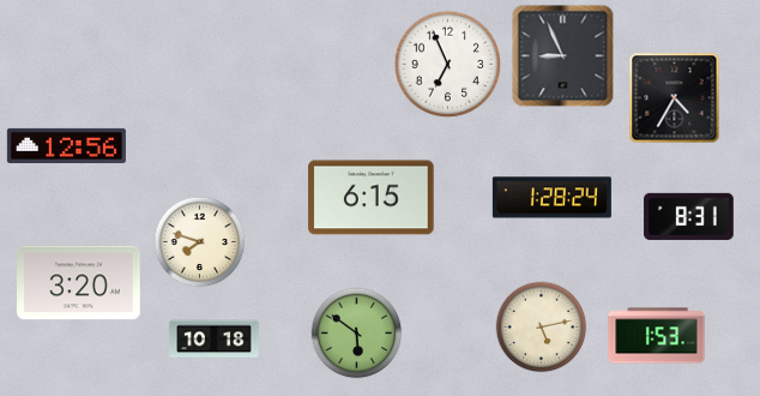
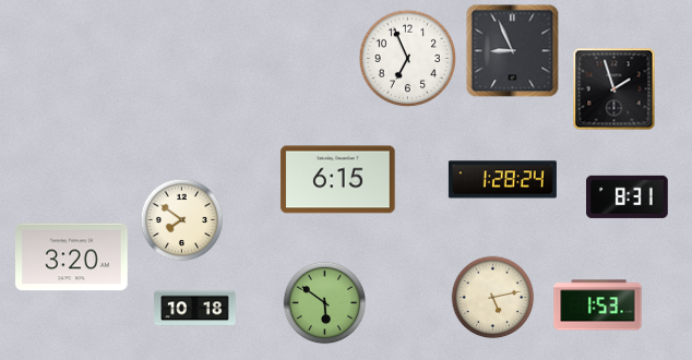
clock at (675, 98): 4:35 -> 1:57
clock at (66, 145): 12:56 -> none
clock at (200, 242): 7:48 -> 7:51
